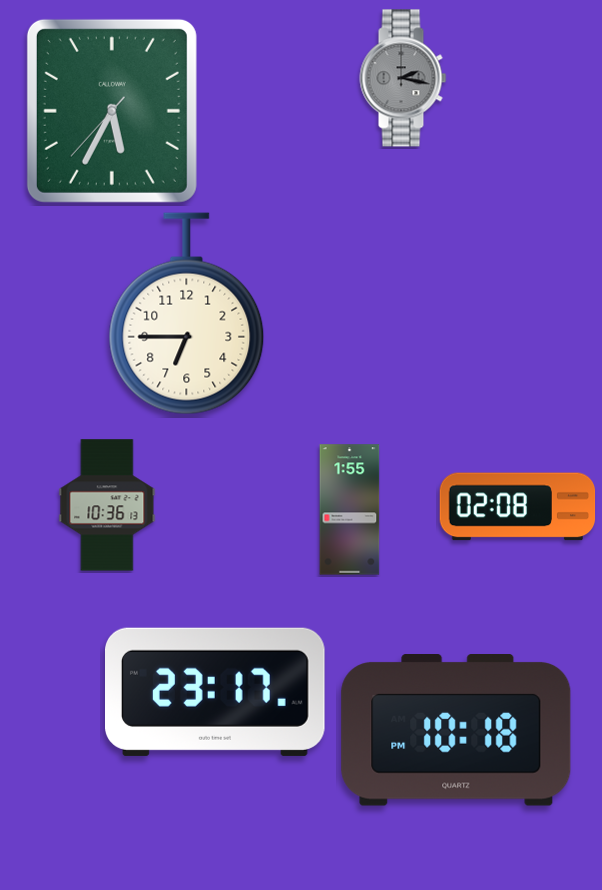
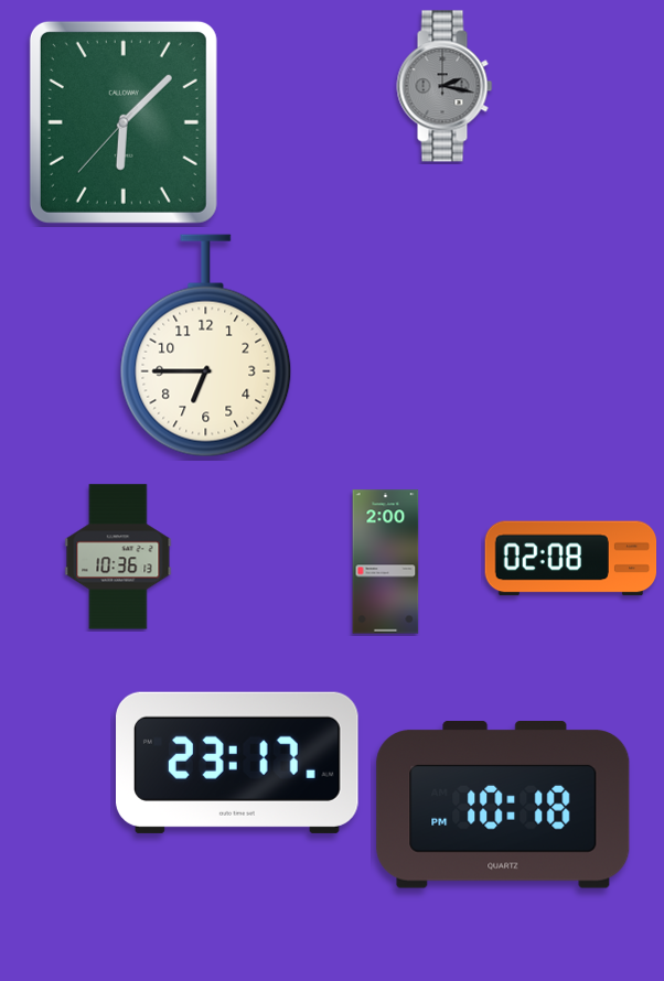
clock at (112, 111): 5:34 -> 6:07
clock at (350, 510): 1:55 -> 2:00
